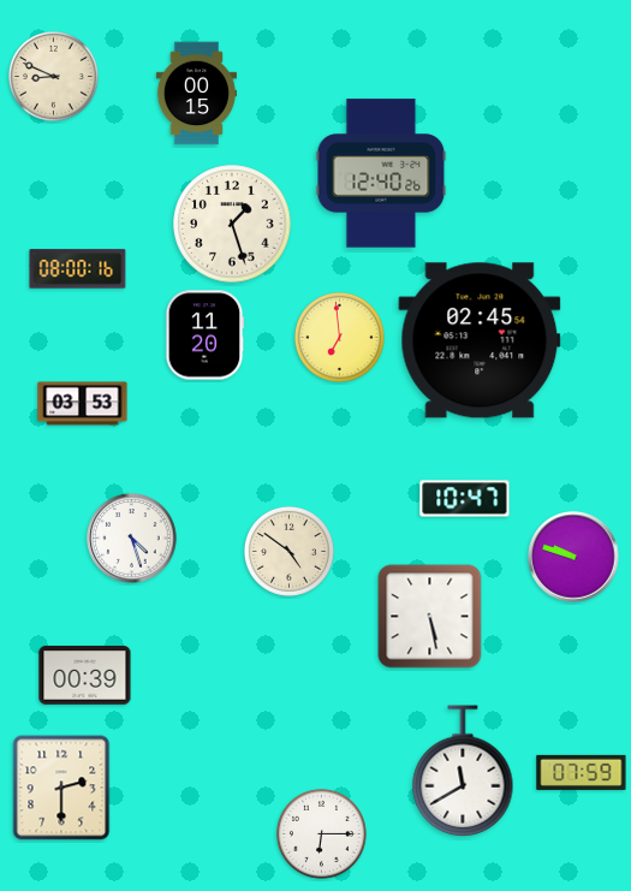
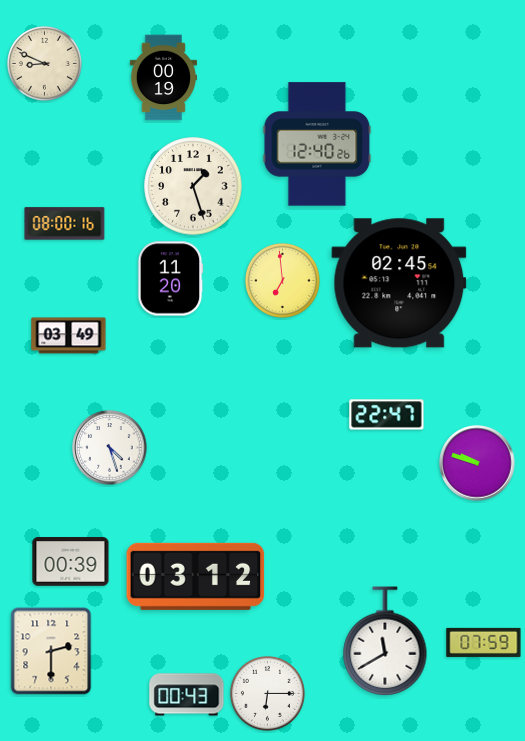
clock at (196, 94): 00:15 -> 00:19
clock at (83, 404): 03:53 -> 03:49
clock at (465, 499): 10:47 -> 22:47
clock at (288, 551): 4:51 -> none
clock at (430, 617): 5:28 -> none
clock at (196, 576): none -> 03:12
clock at (61, 788) position: (61, 788) -> (51, 651)
clock at (187, 695): none -> 00:43
